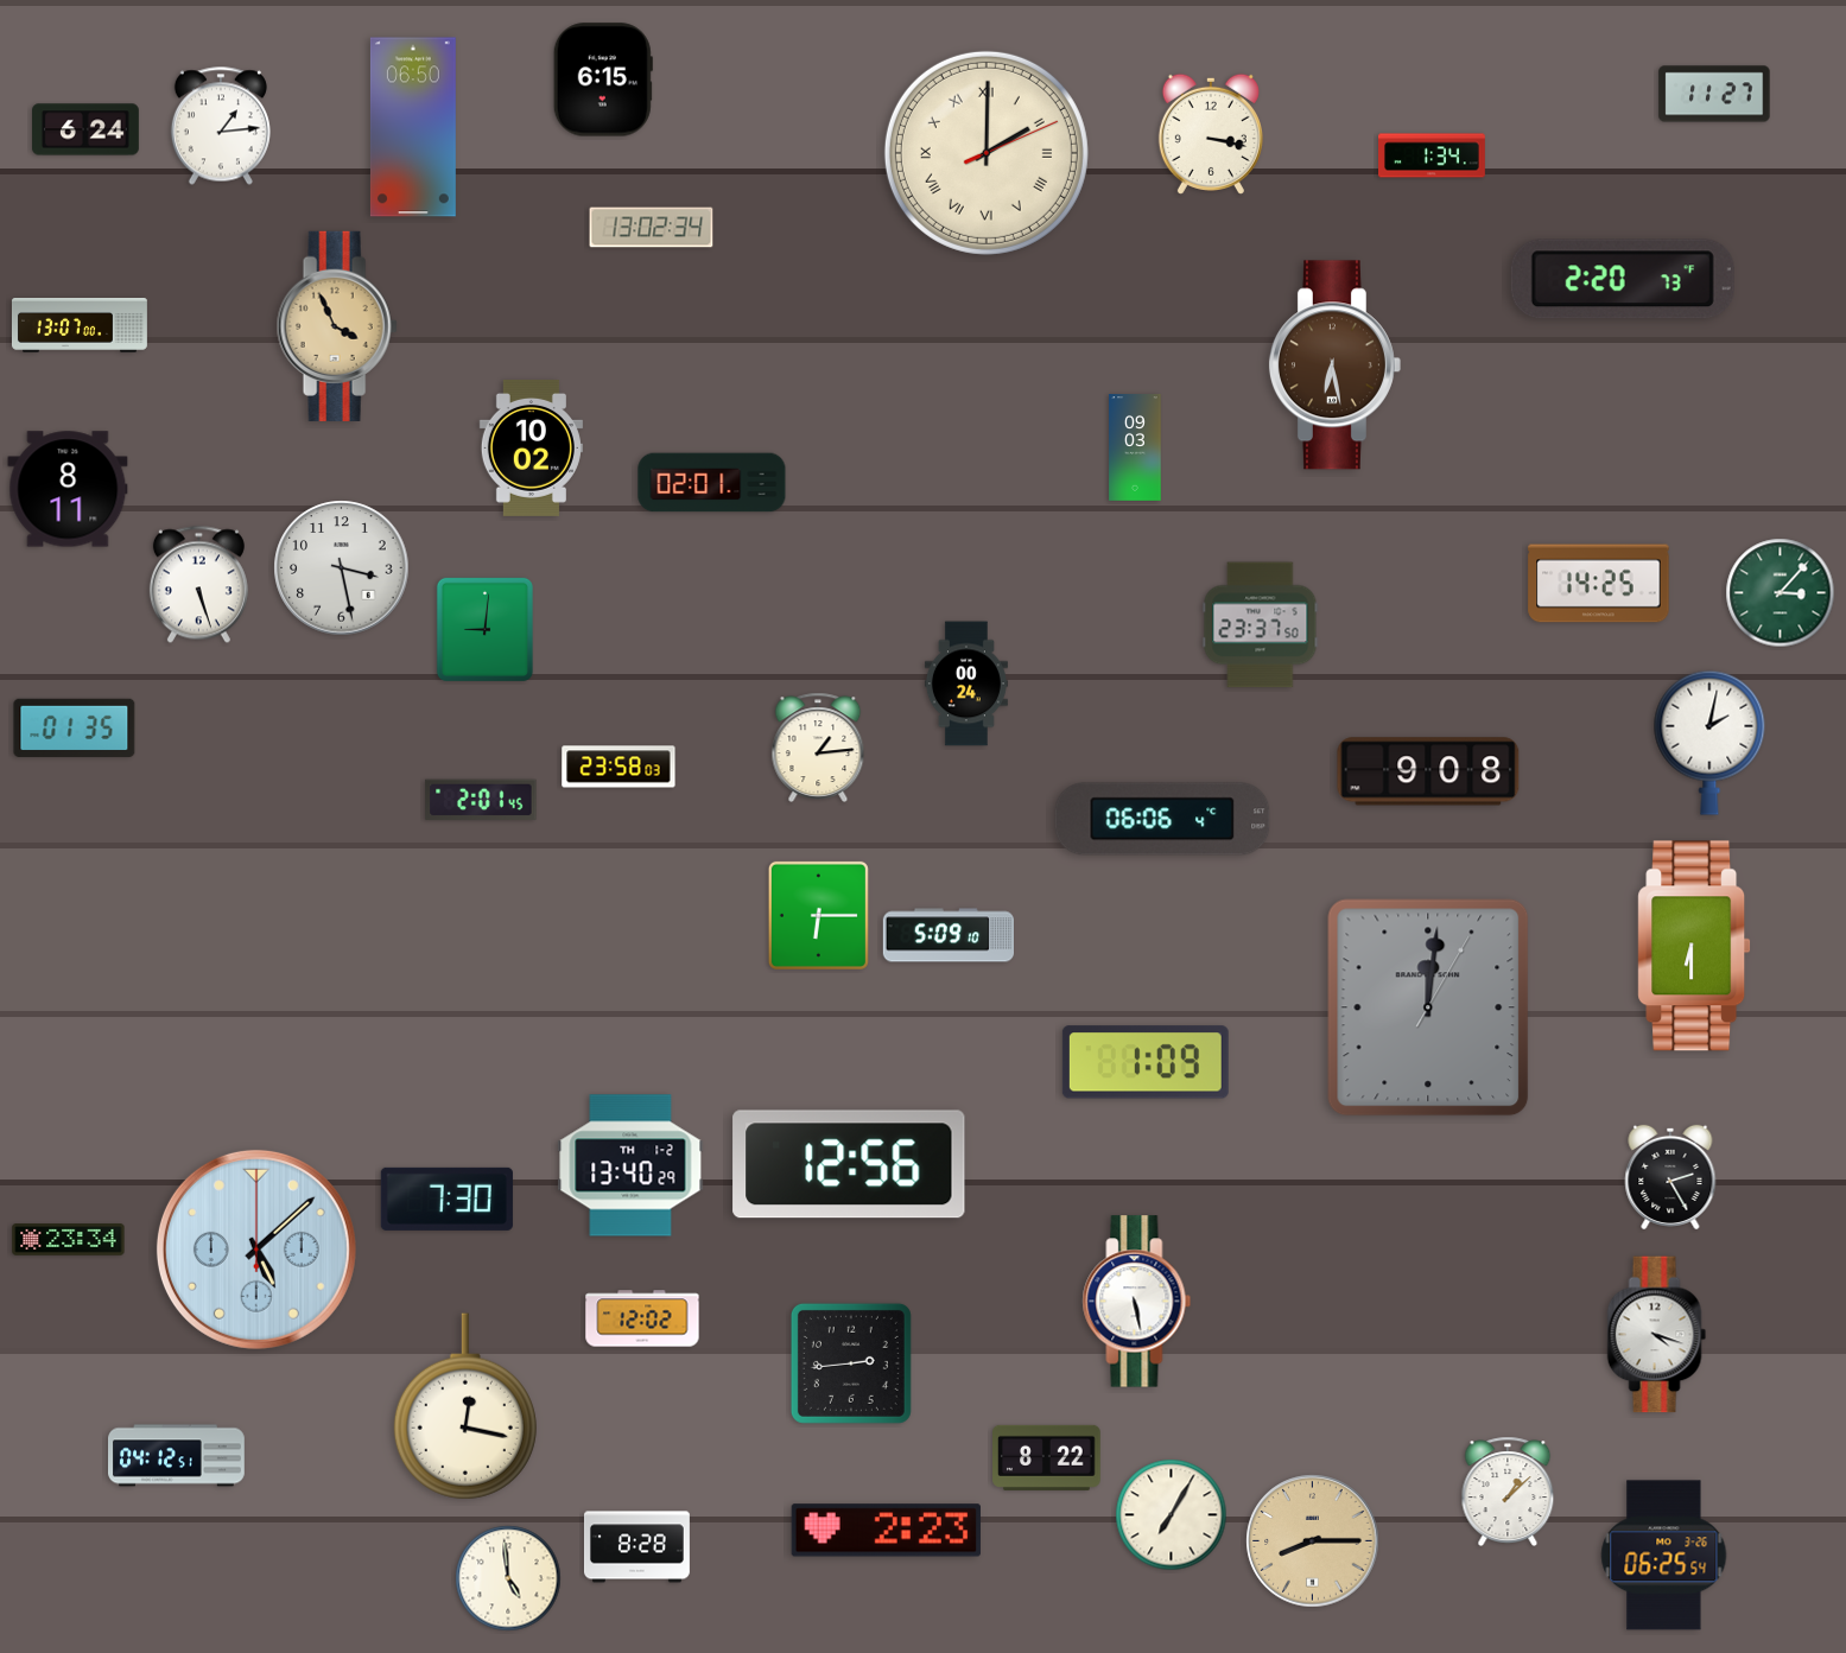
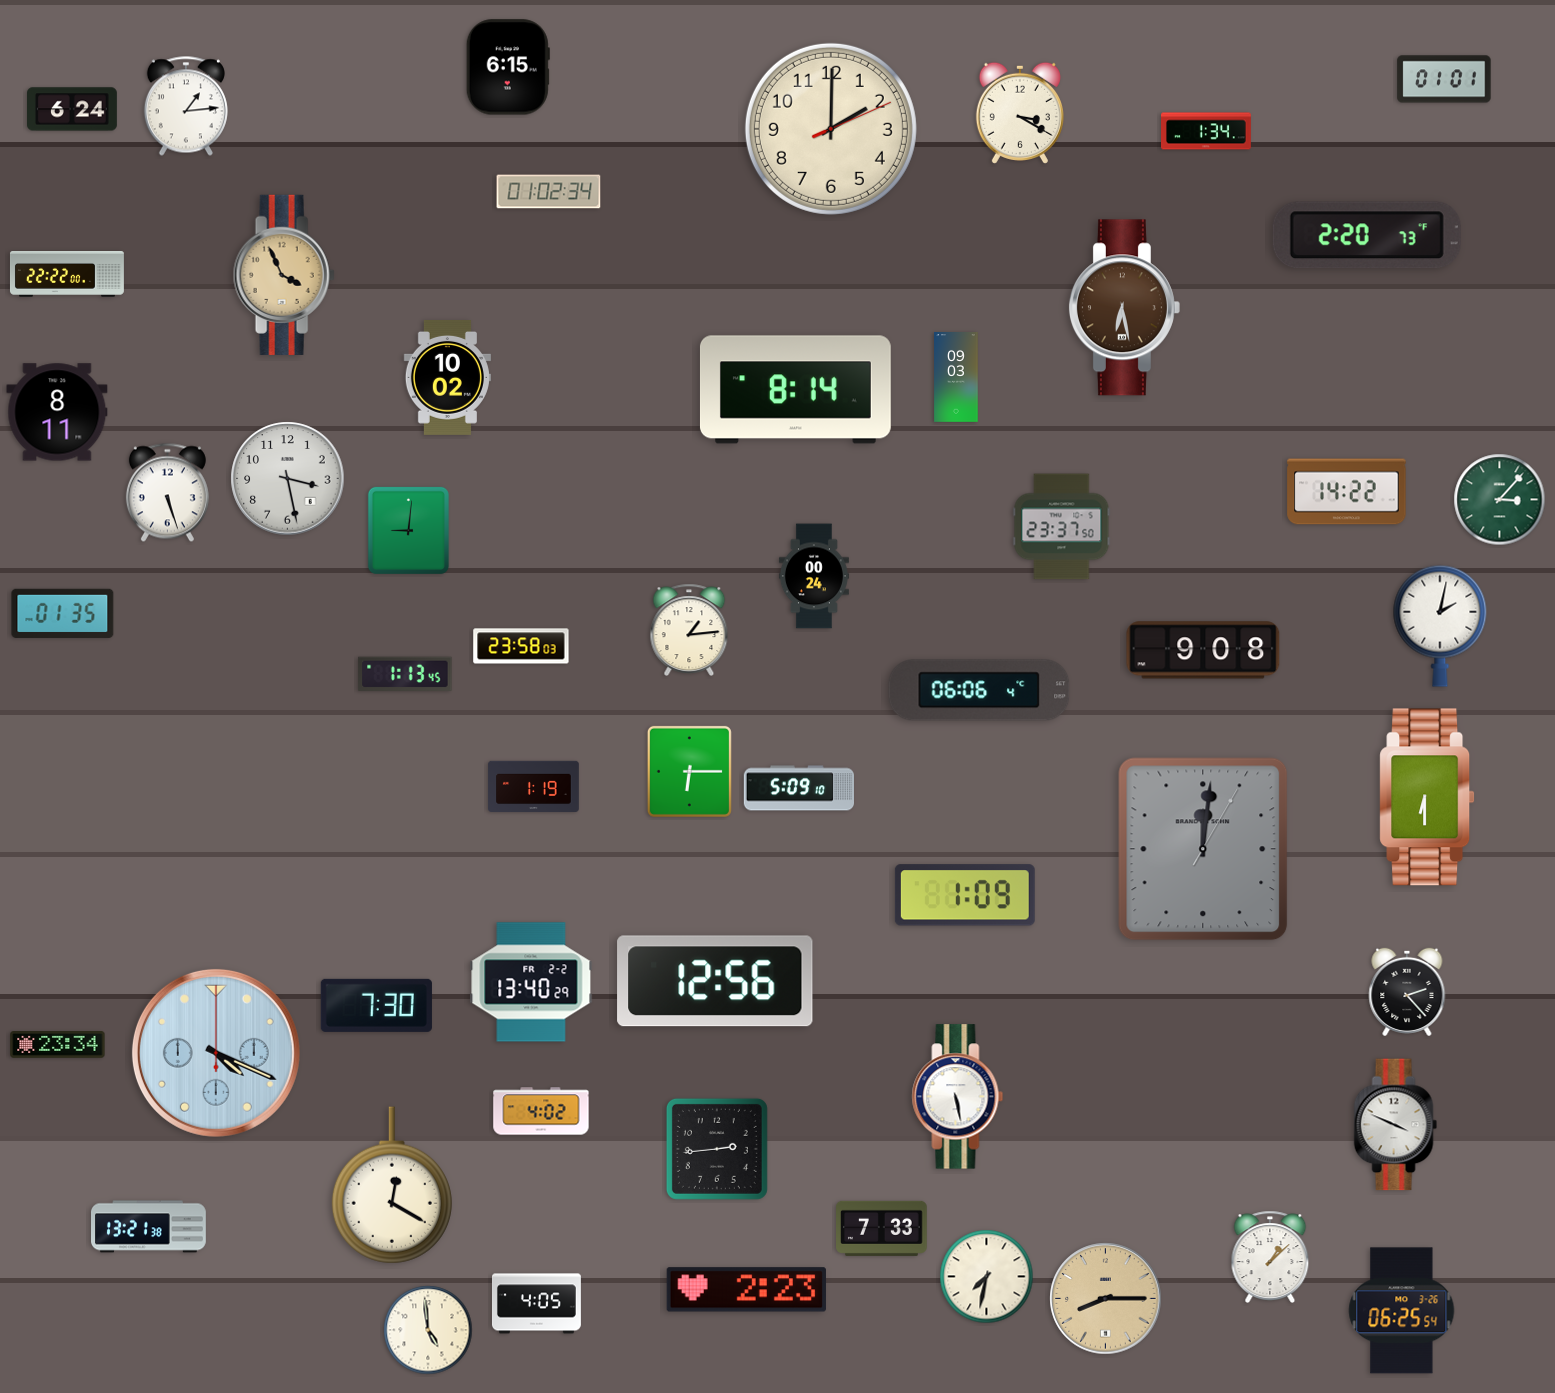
clock at (1714, 94): 11:27 -> 01:01
clock at (413, 127): 06:50 -> none
clock at (1211, 134): 3:17 -> 3:20
clock at (987, 153) numerals: Roman -> Arabic
clock at (652, 228): 13:02 -> 01:02
clock at (80, 326): 13:07 -> 22:22
clock at (795, 390): none -> 8:14
clock at (712, 483): 02:01 -> none
clock at (1599, 584): 14:25 -> 14:22
clock at (481, 800): 2:01 -> 1:13
clock at (534, 787): none -> 1:19
clock at (630, 1165) date: TH 1-2 -> FR 2-2
clock at (1670, 1176): 2:25 -> 2:23
clock at (446, 1199) position: (446, 1199) -> (376, 1005)
clock at (256, 1250): 5:08 -> 4:19
clock at (642, 1318): 12:02 -> 4:02
clock at (1657, 1335): 4:18 -> 3:49
clock at (465, 1406): 12:17 -> 12:20
clock at (177, 1456): 04:12 -> 13:21
clock at (1047, 1457): 8:22 -> 7:33
clock at (1172, 1515): 7:05 -> 7:32
clock at (636, 1547): 8:28 -> 4:05
